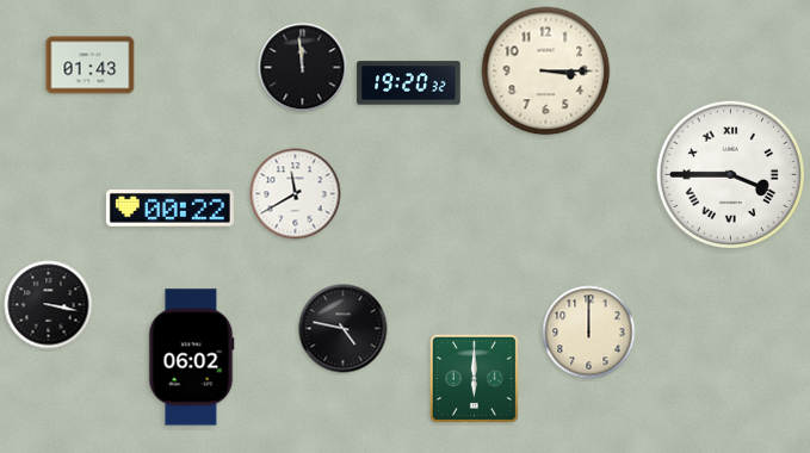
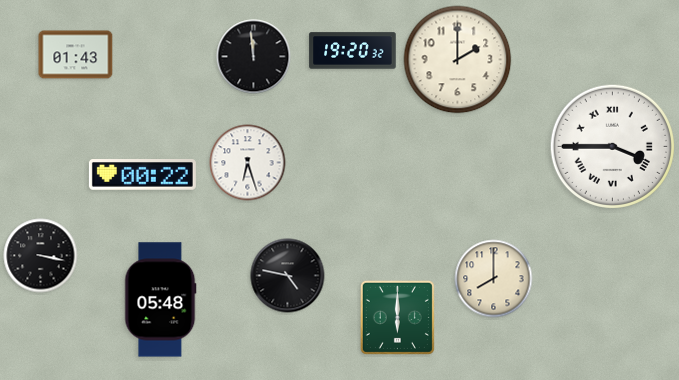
clock at (546, 72): 3:15 -> 2:00
clock at (409, 83) position: (409, 83) -> (353, 51)
clock at (296, 194): 11:40 -> 6:27
clock at (589, 333): 12:00 -> 8:00
clock at (192, 358): 06:02 -> 05:48
